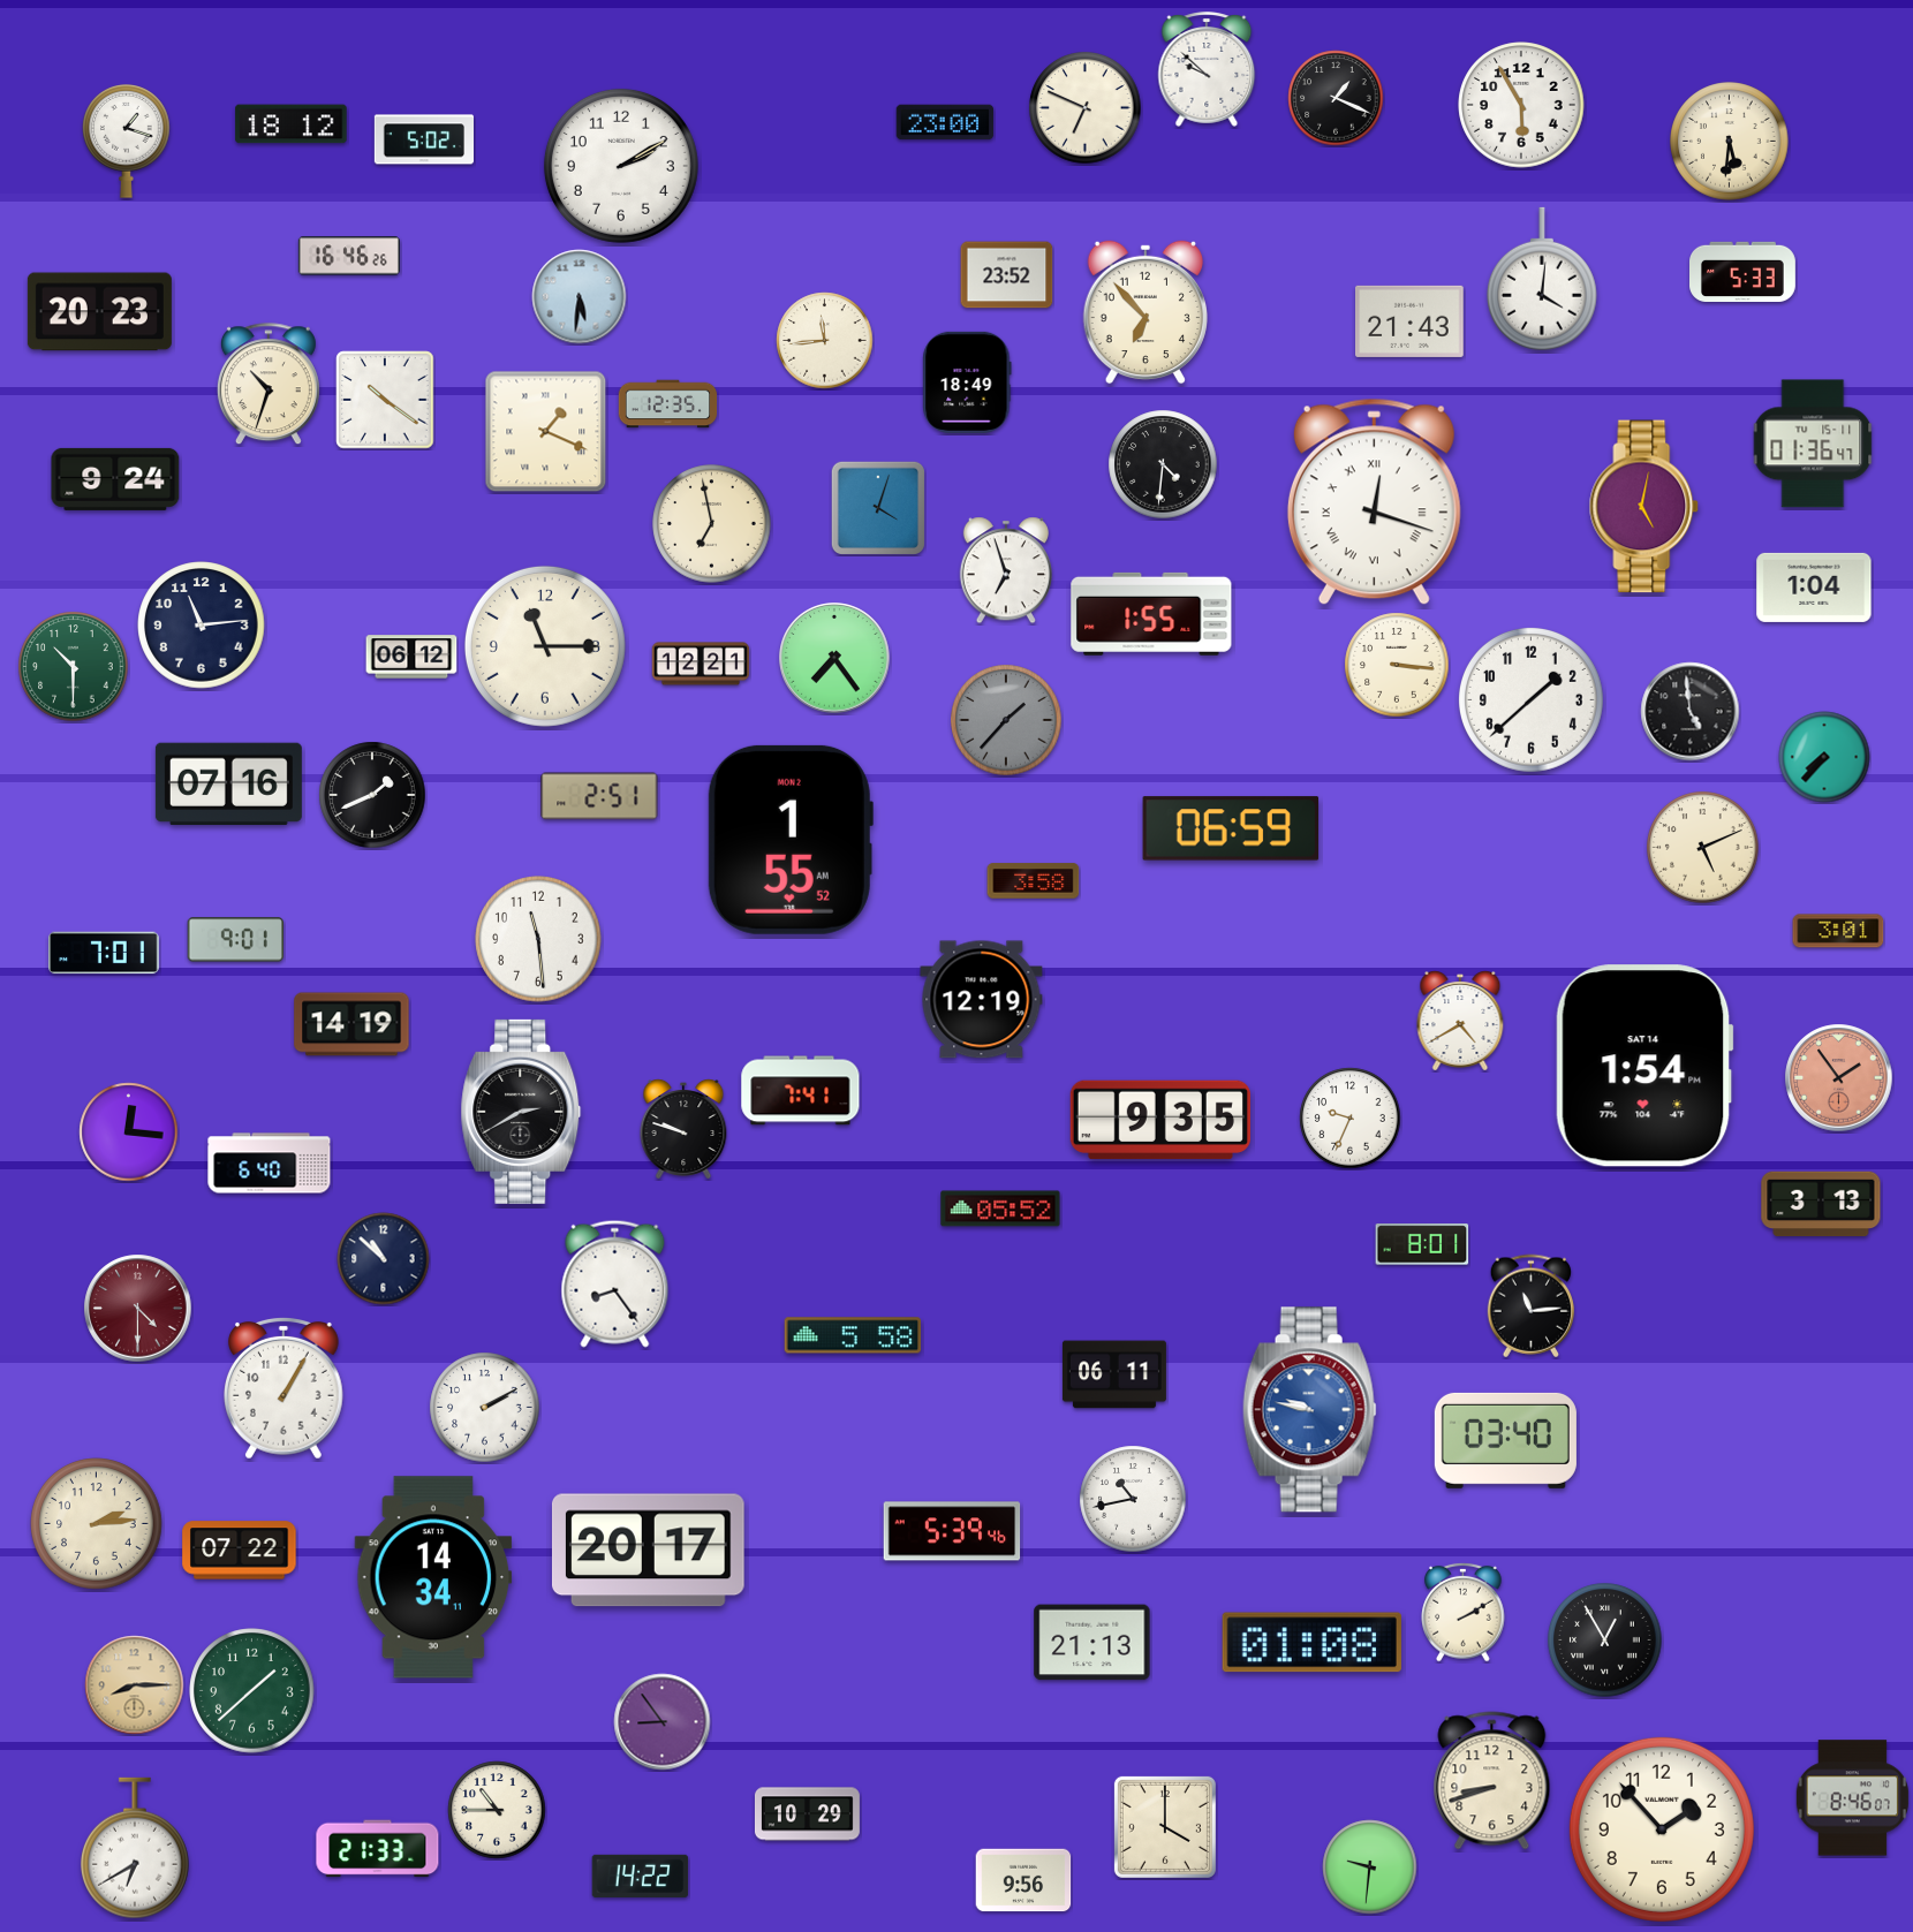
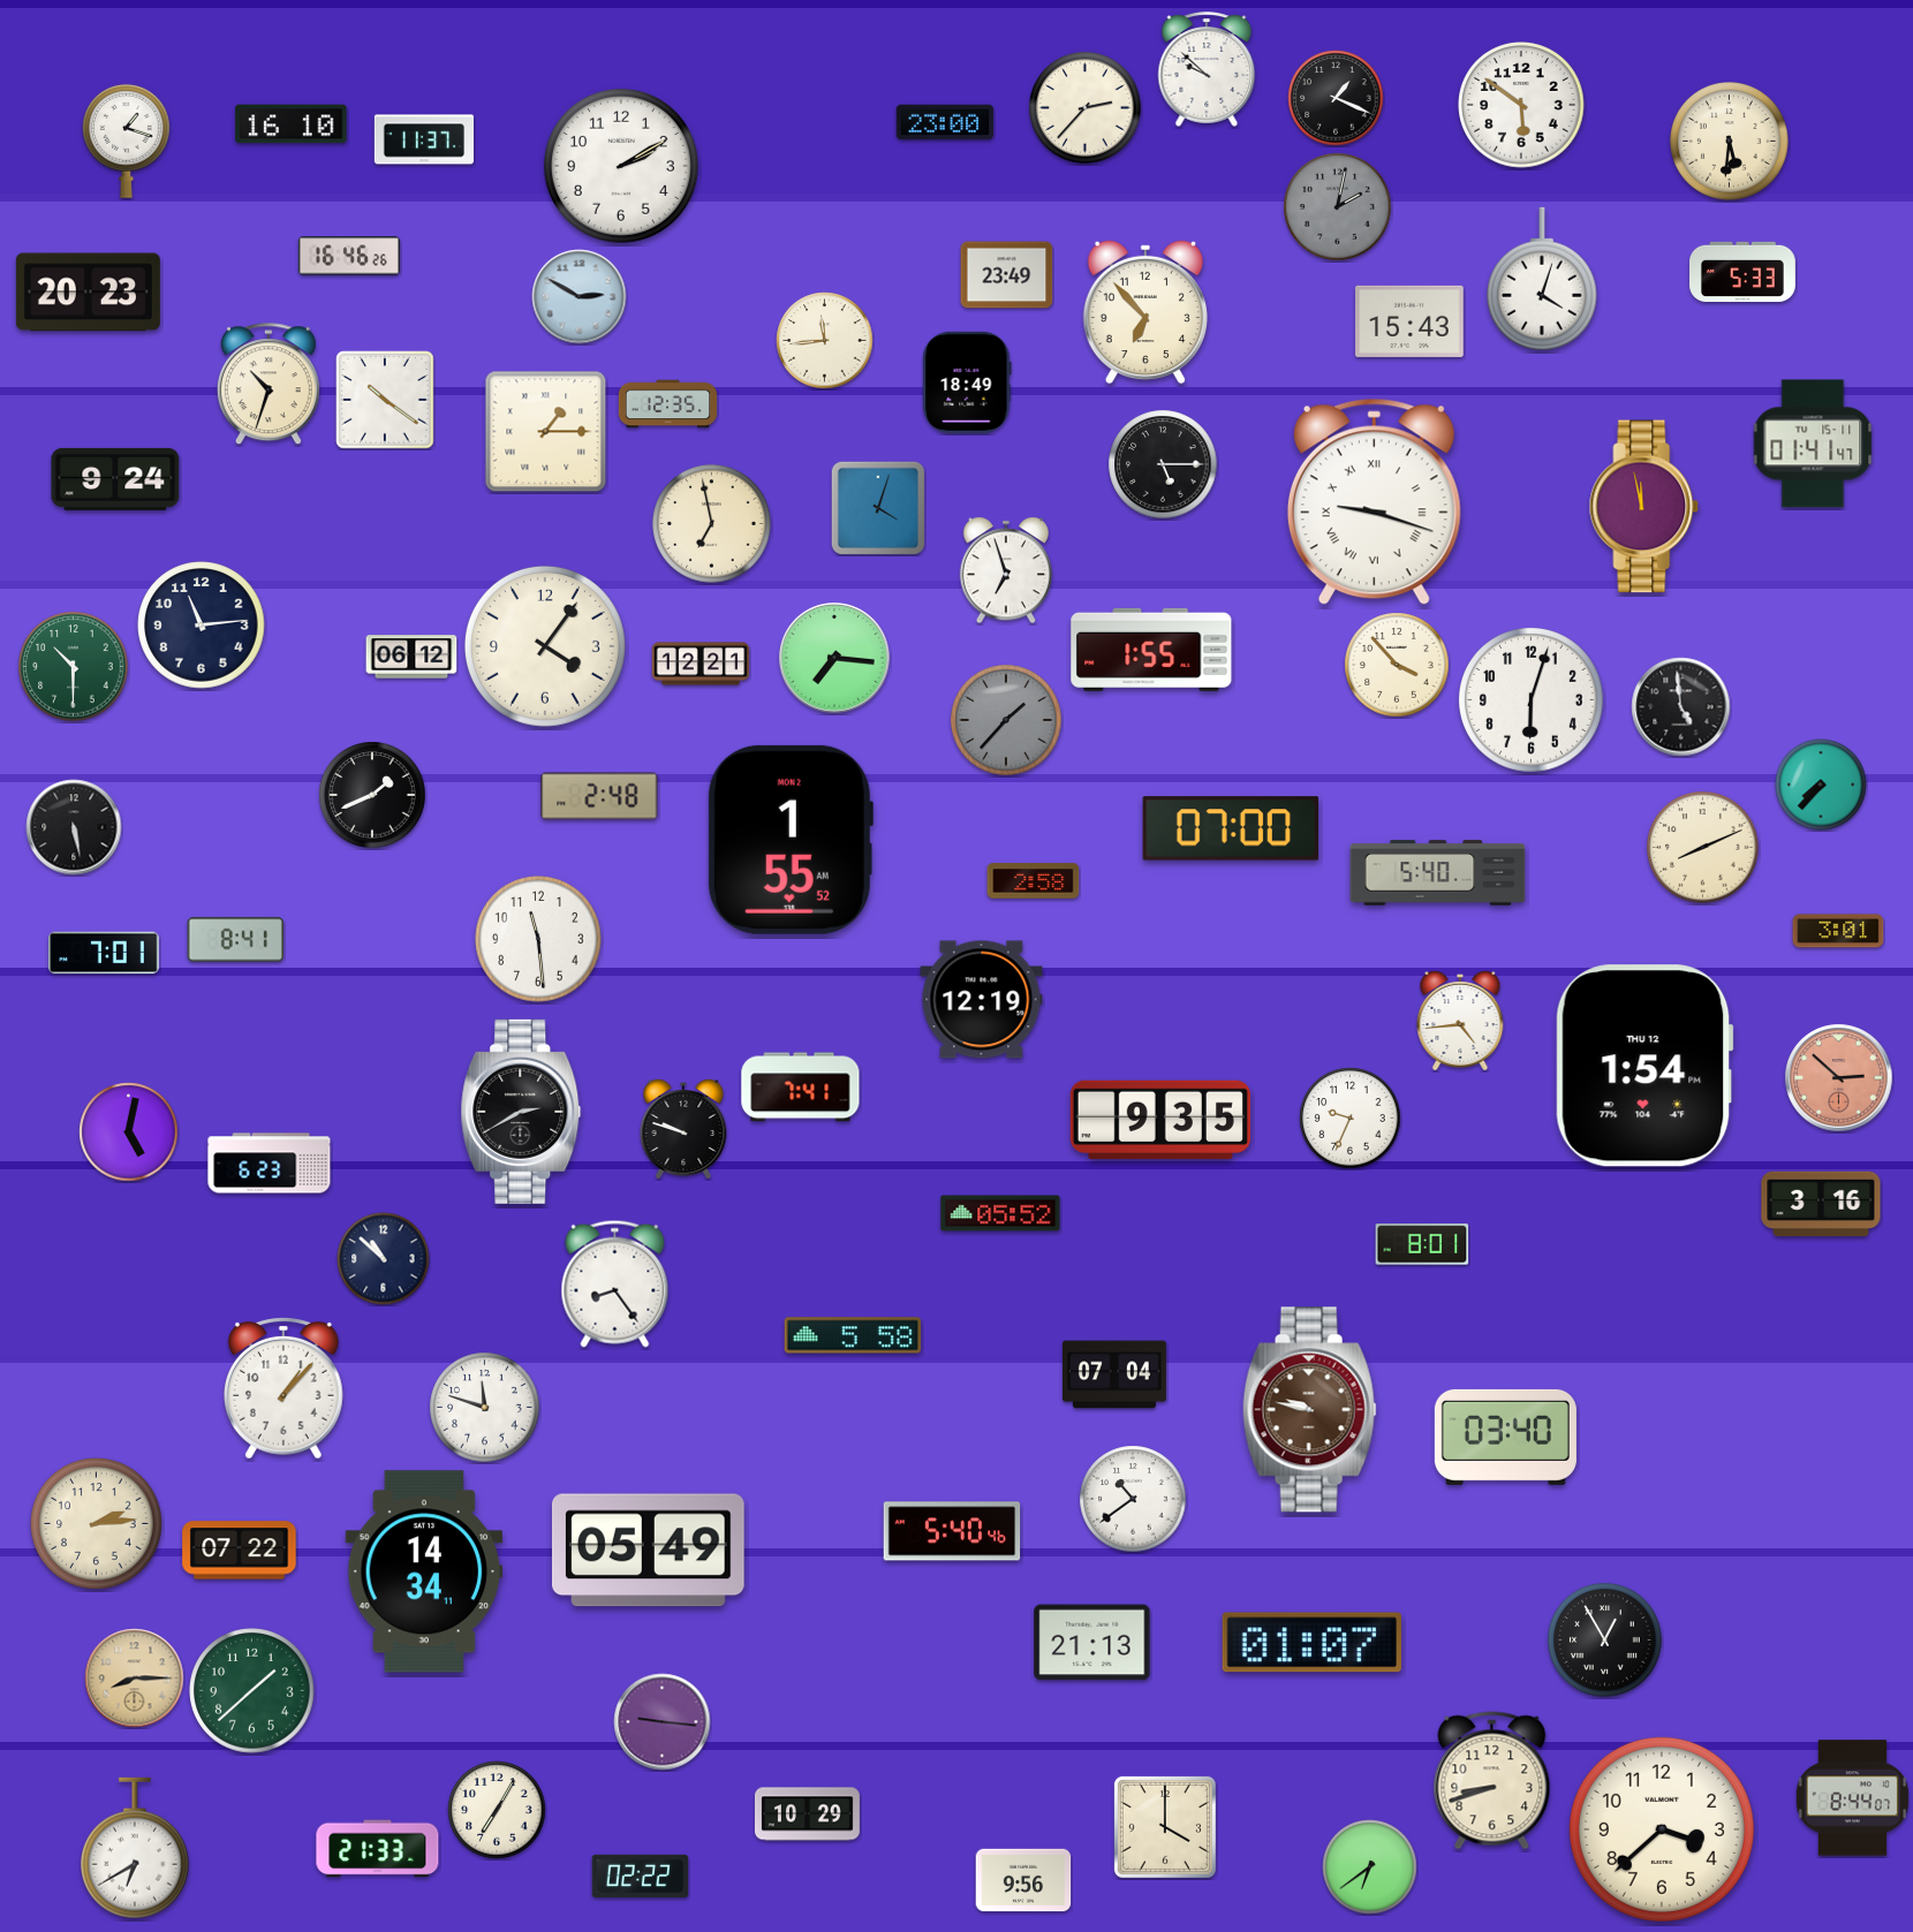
clock at (1521, 105): 5:55 -> 5:51
clock at (1086, 108): 6:49 -> 2:37
clock at (292, 124): 18:12 -> 16:10
clock at (423, 139): 5:02 -> 11:37
clock at (1338, 207): none -> 2:02
clock at (1007, 275): 23:52 -> 23:49
clock at (1542, 279): 4:01 -> 4:03
clock at (580, 297): 5:31 -> 2:50
clock at (99, 312) position: (99, 312) -> (88, 293)
clock at (1411, 321): 21:43 -> 15:43
clock at (546, 432): 1:19 -> 1:15
clock at (1813, 444): 01:36 -> 01:41
clock at (1163, 464): 4:31 -> 5:15
clock at (1374, 502): 12:18 -> 9:18
clock at (1644, 507): 5:02 -> 11:58
clock at (1814, 588): 1:04 -> none
clock at (1151, 614) position: (1151, 614) -> (1151, 650)
clock at (545, 646): 11:15 -> 4:06
clock at (834, 658): 7:24 -> 7:16
clock at (1397, 665): 3:16 -> 3:53
clock at (1530, 699): 1:38 -> 6:03
clock at (1691, 712) position: (1691, 712) -> (1681, 707)
clock at (1824, 757) position: (1824, 757) -> (1821, 785)
clock at (228, 785): 07:16 -> none
clock at (599, 796): 2:51 -> 2:48
clock at (74, 827): none -> 5:28
clock at (1231, 828): 06:59 -> 07:00
clock at (1703, 848): 5:11 -> 8:11
clock at (1438, 873): none -> 5:40
clock at (1034, 881): 3:58 -> 2:58
clock at (236, 940): 9:01 -> 8:41
clock at (1460, 1021): 4:40 -> 4:44
clock at (351, 1024): 14:19 -> none
clock at (1644, 1066) date: SAT 14 -> THU 12
clock at (1839, 1078): 1:54 -> 2:52
clock at (801, 1091) position: (801, 1091) -> (801, 1088)
clock at (129, 1132): 12:16 -> 5:02
clock at (270, 1164): 6:40 -> 6:23
clock at (1821, 1204): 3:13 -> 3:16
clock at (1000, 1209) position: (1000, 1209) -> (1000, 1213)
clock at (1530, 1306): 11:14 -> none
clock at (138, 1309): 4:30 -> none
clock at (1114, 1374): 06:11 -> 07:04
clock at (285, 1388): 1:05 -> 1:07
clock at (485, 1408): 2:10 -> 11:48
clock at (1309, 1410) dial: blue -> brown
clock at (1505, 1440) position: (1505, 1440) -> (1505, 1437)
clock at (1133, 1499): 10:43 -> 10:39
clock at (952, 1531): 5:39 -> 5:40
clock at (648, 1551): 20:17 -> 05:49
clock at (433, 1577) position: (433, 1577) -> (424, 1571)
clock at (1464, 1612): 2:10 -> none
clock at (1311, 1643): 01:08 -> 01:07
clock at (135, 1685) position: (135, 1685) -> (135, 1679)
clock at (663, 1722): 8:54 -> 9:16
clock at (1852, 1798): 8:46 -> 8:44
clock at (497, 1810): 10:45 -> 7:05
clock at (1662, 1829): 1:53 -> 3:38
clock at (1370, 1867): 9:31 -> 6:39
clock at (641, 1876): 14:22 -> 02:22
